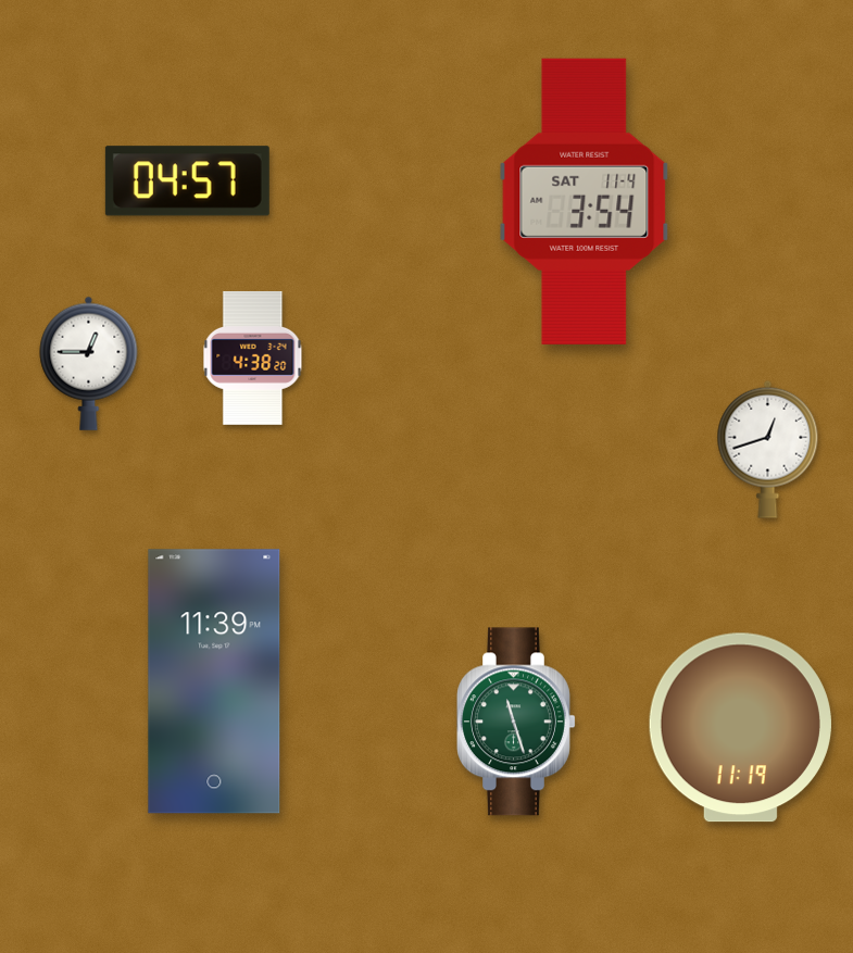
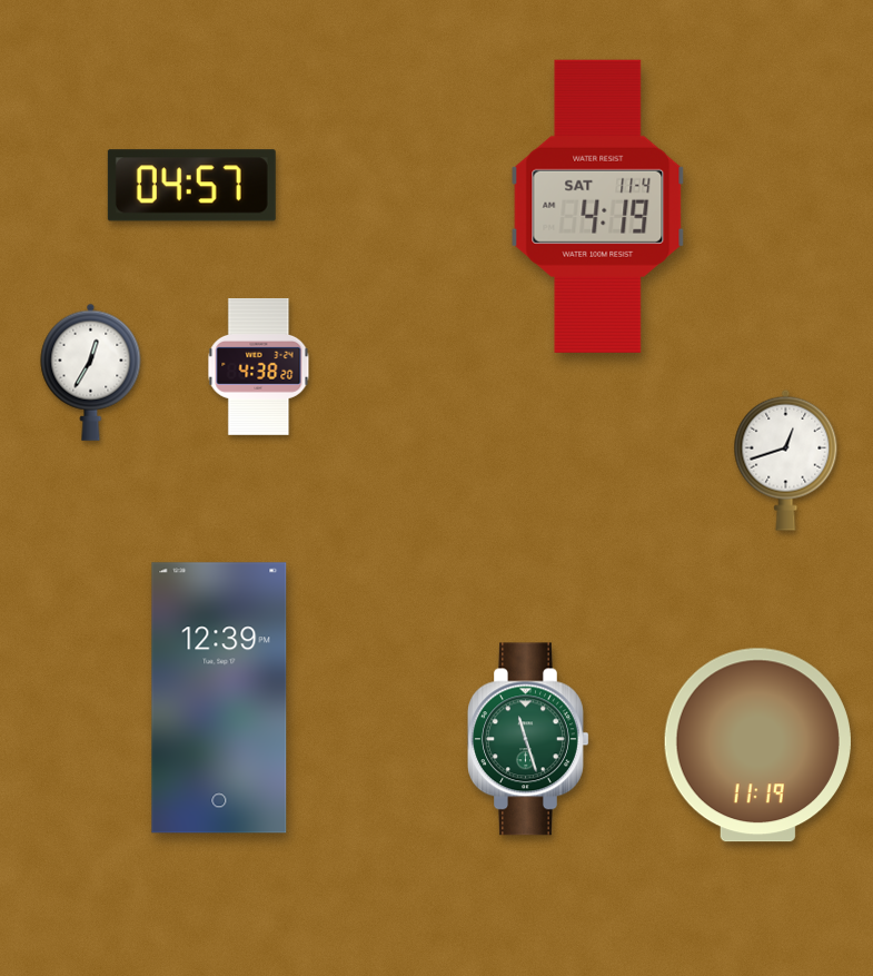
clock at (585, 201): 3:54 -> 4:19
clock at (89, 363): 12:45 -> 12:35
clock at (214, 681): 11:39 -> 12:39
